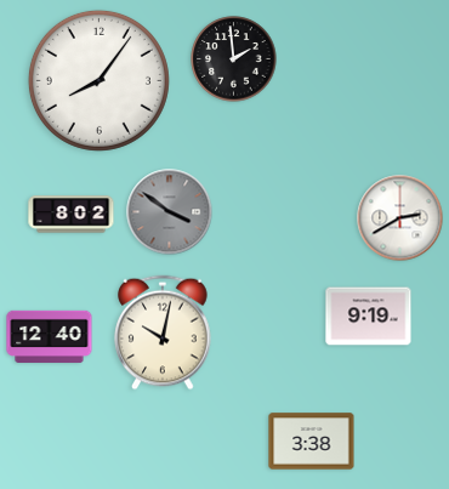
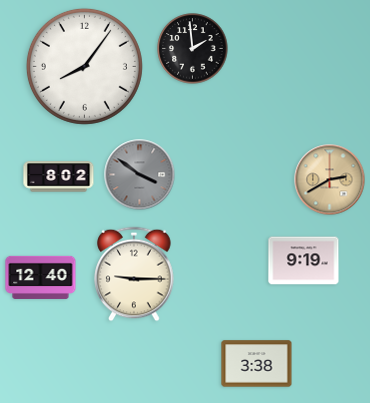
clock at (98, 80) position: (98, 80) -> (84, 66)
clock at (400, 218) dial: white -> champagne
clock at (163, 332): 10:02 -> 9:15
